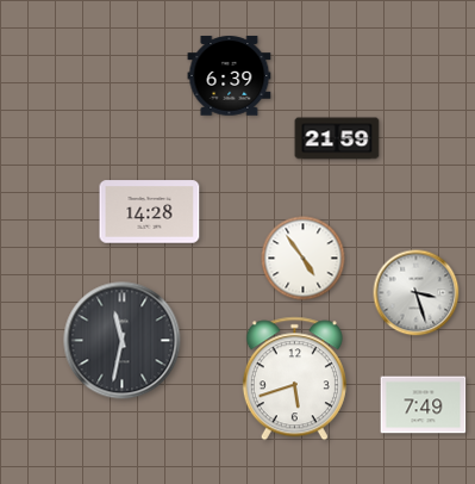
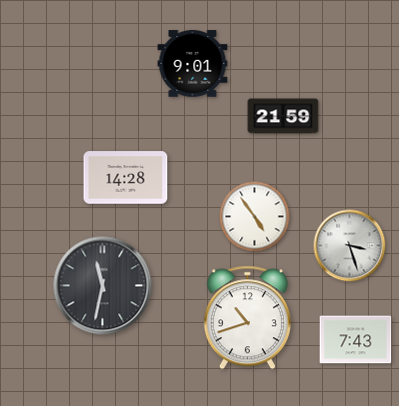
clock at (230, 76): 6:39 -> 9:01
clock at (294, 379): 5:42 -> 10:42
clock at (424, 405): 7:49 -> 7:43
